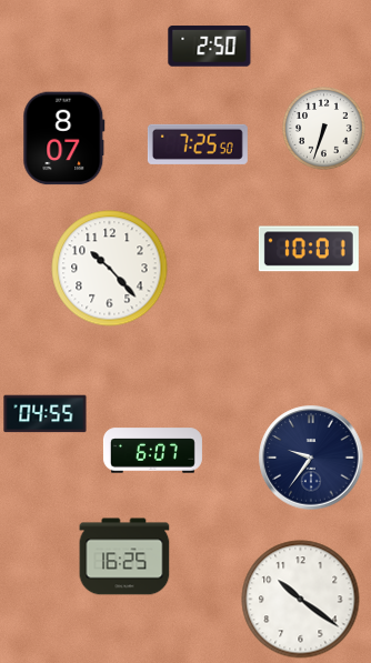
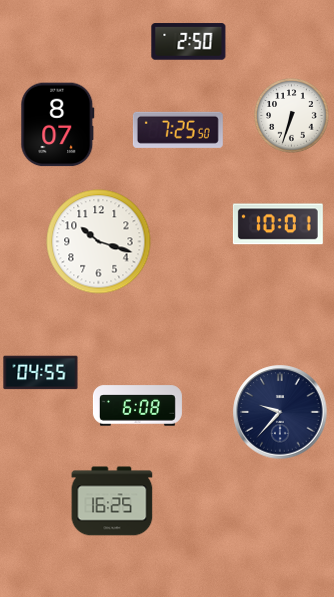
clock at (110, 269): 10:23 -> 10:18
clock at (152, 451): 6:07 -> 6:08
clock at (311, 458): 9:36 -> 9:37
clock at (301, 600): 10:21 -> none
